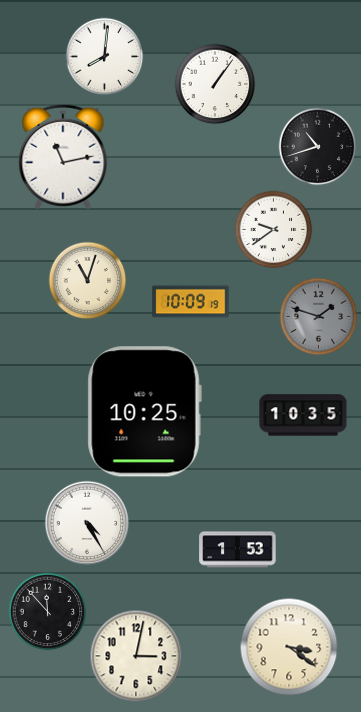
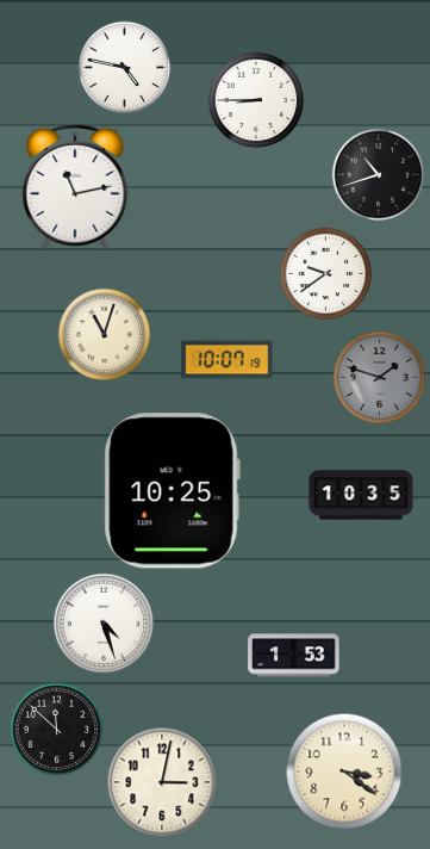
clock at (104, 56): 8:01 -> 4:47
clock at (215, 84): 1:06 -> 8:45
clock at (191, 302): 10:09 -> 10:07
clock at (87, 523): 4:25 -> 4:27
clock at (238, 550) position: (238, 550) -> (294, 656)
clock at (47, 611): 11:53 -> 11:52
